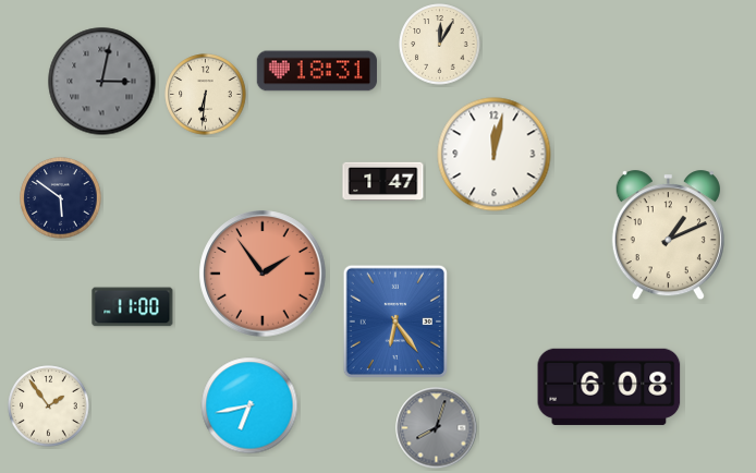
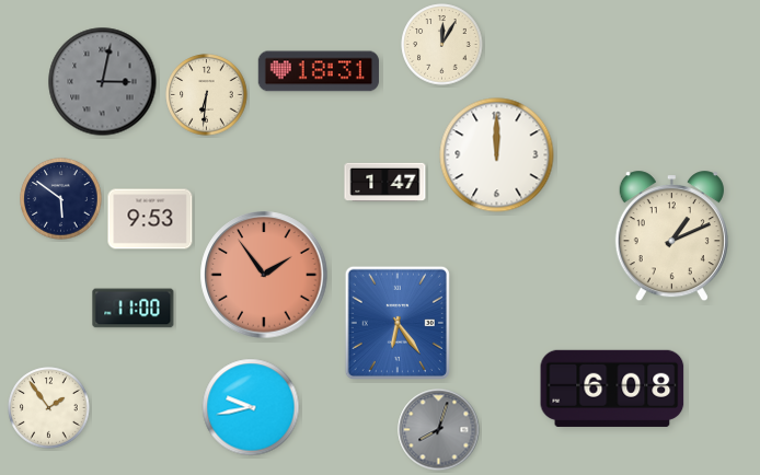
clock at (495, 155): 12:02 -> 12:00
clock at (150, 219): none -> 9:53
clock at (249, 405): 6:43 -> 9:43
